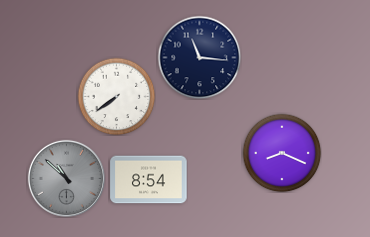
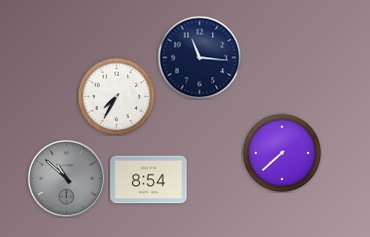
clock at (116, 96): 7:39 -> 7:35
clock at (282, 153): 8:19 -> 7:38
